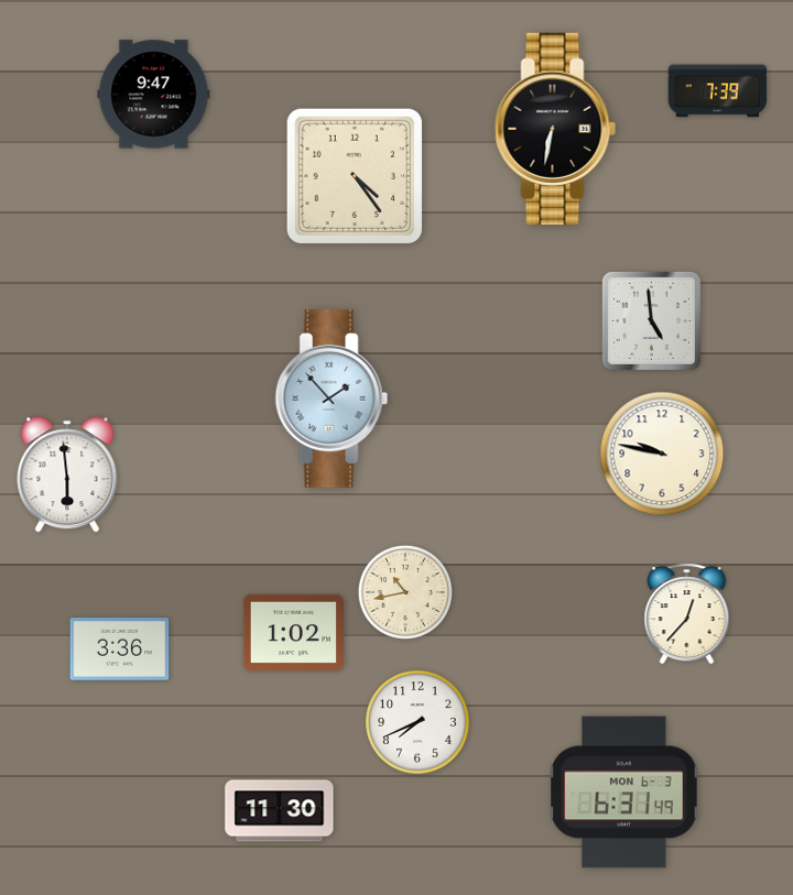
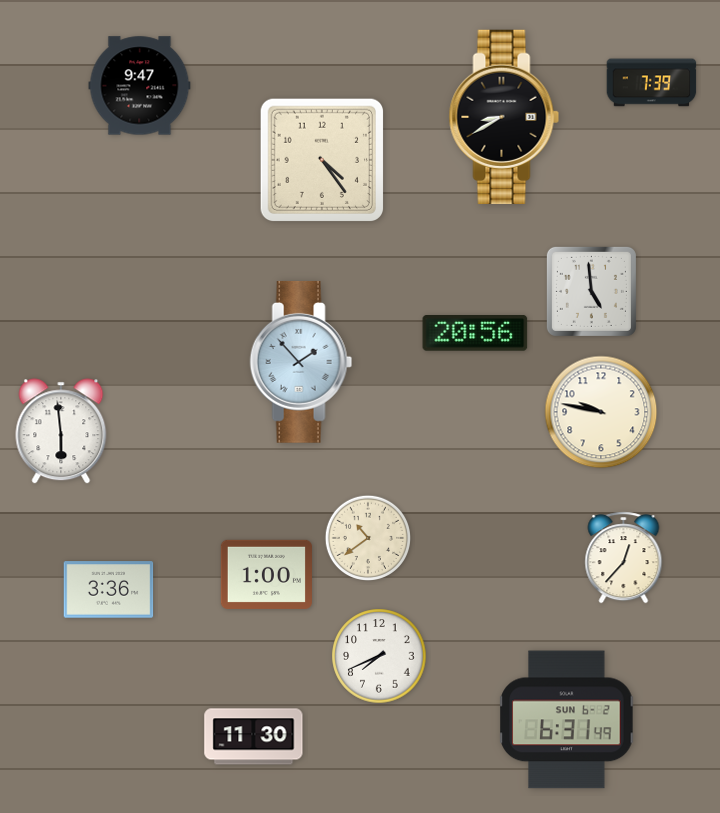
clock at (555, 129): 6:32 -> 8:40
clock at (475, 333): none -> 20:56
clock at (404, 591): 10:43 -> 10:39
clock at (293, 632): 1:02 -> 1:00
clock at (624, 793) date: MON 6-3 -> SUN 6-2
